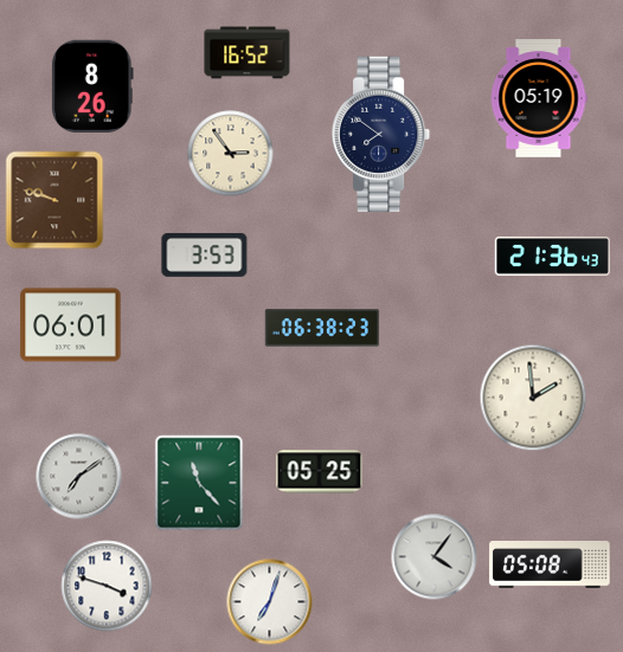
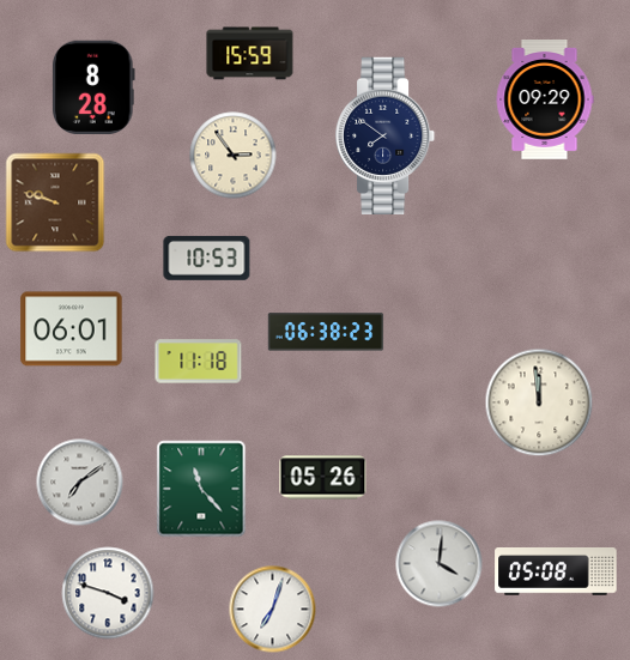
clock at (248, 53): 16:52 -> 15:59
clock at (94, 85): 8:26 -> 8:28
clock at (539, 99): 05:19 -> 09:29
clock at (205, 254): 3:53 -> 10:53
clock at (552, 256): 21:36 -> none
clock at (199, 362): none -> 11:18
clock at (533, 398): 1:59 -> 11:59
clock at (320, 472): 05:25 -> 05:26
clock at (435, 557): 4:06 -> 4:01
